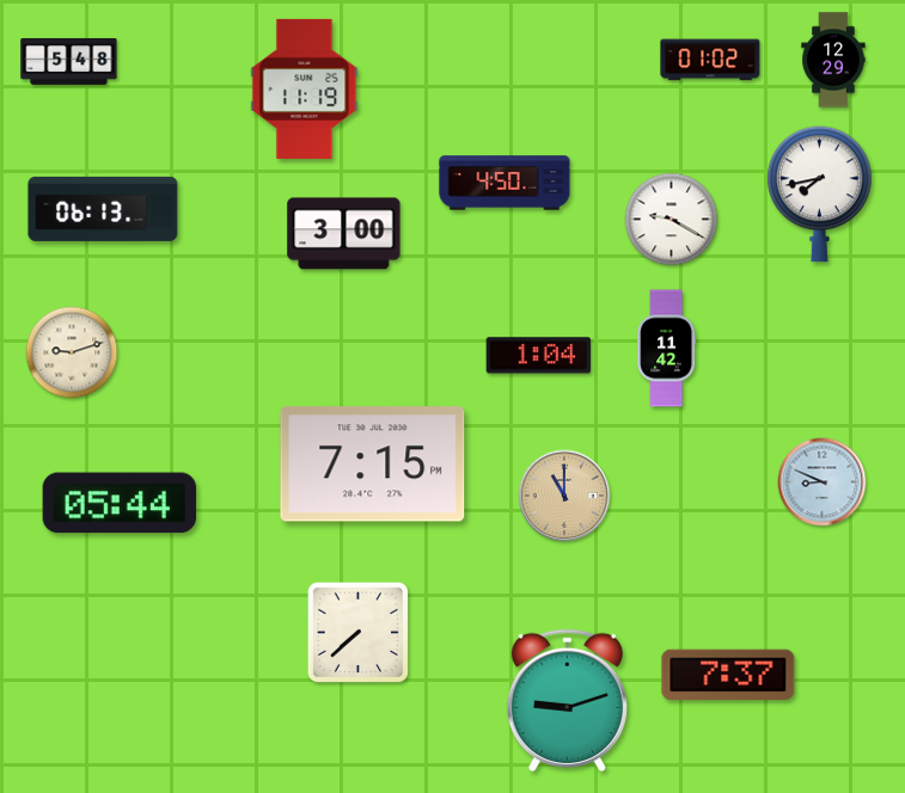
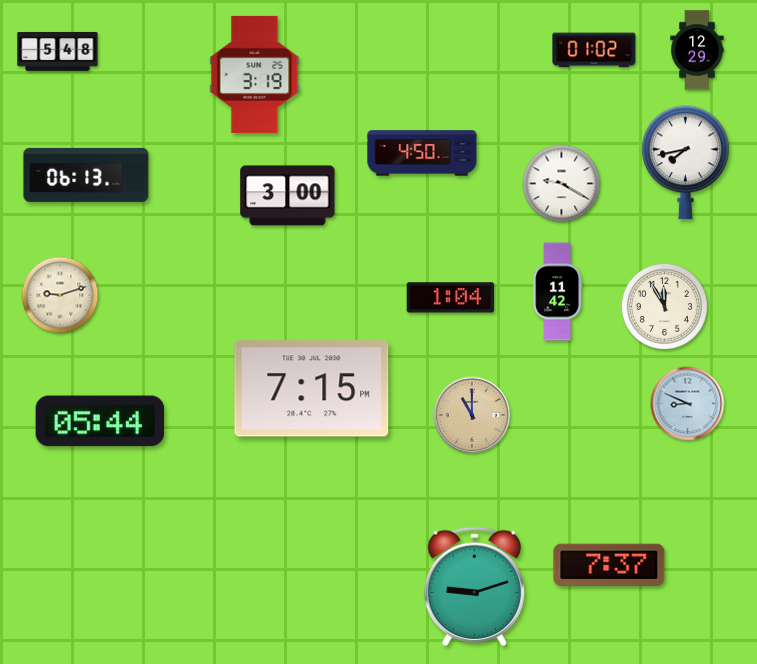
clock at (305, 88): 11:19 -> 3:19
clock at (664, 306): none -> 11:55
clock at (357, 632): 7:38 -> none
